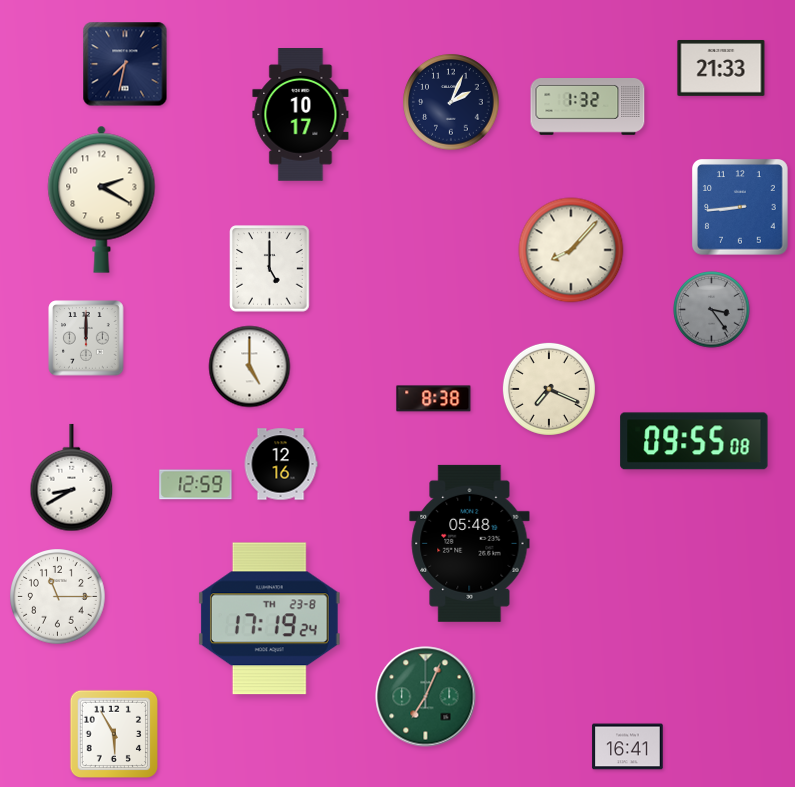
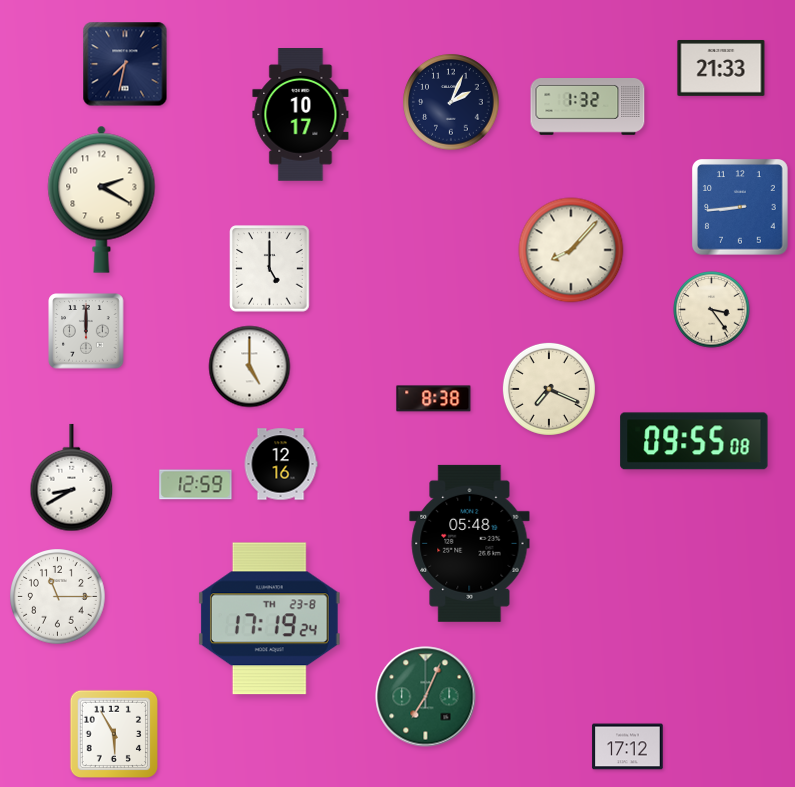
clock at (712, 310) dial: grey -> cream
clock at (86, 338) position: (86, 338) -> (86, 331)
clock at (628, 747): 16:41 -> 17:12
